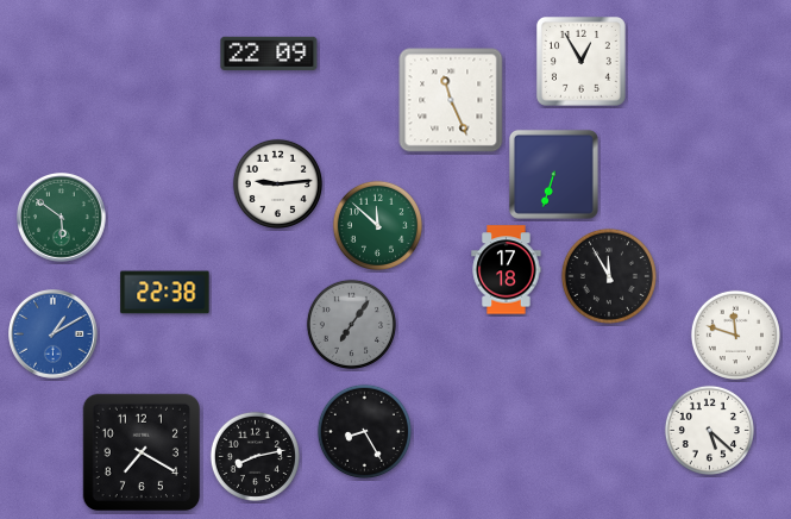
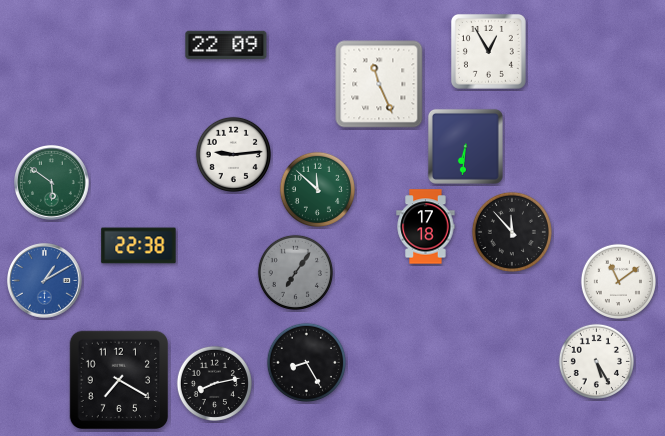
clock at (553, 174): 6:33 -> 6:31
clock at (609, 276): 11:55 -> 11:53
clock at (735, 334): 11:48 -> 11:09
clock at (709, 430): 5:22 -> 5:25
